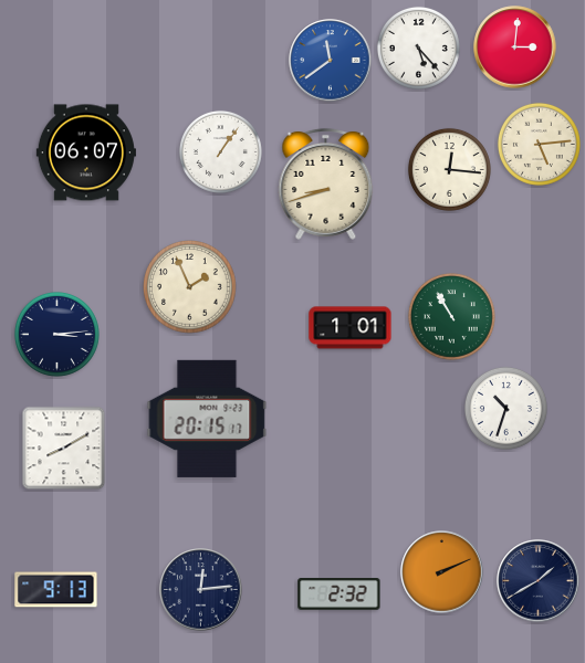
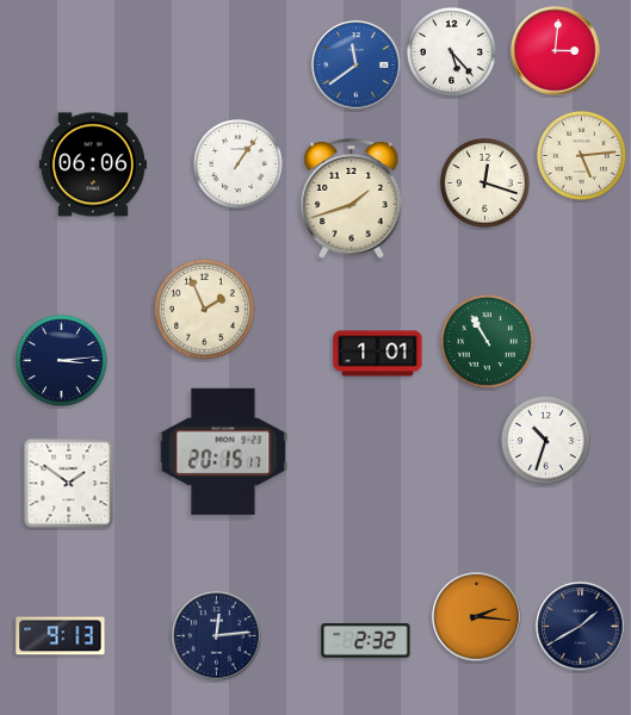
clock at (86, 152): 06:07 -> 06:06
clock at (449, 169): 12:16 -> 12:18
clock at (326, 183): 8:42 -> 1:42
clock at (64, 449): 8:10 -> 1:51
clock at (442, 572): 2:11 -> 2:16
